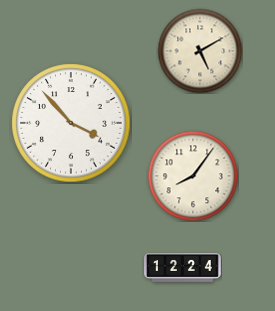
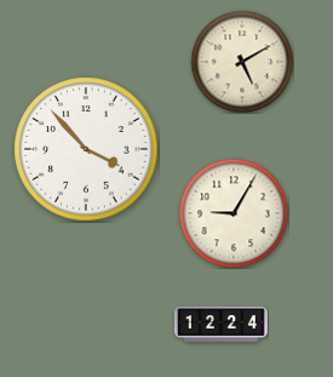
clock at (193, 176): 8:06 -> 9:05
